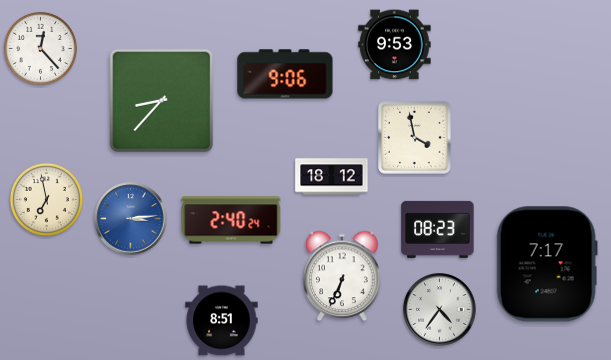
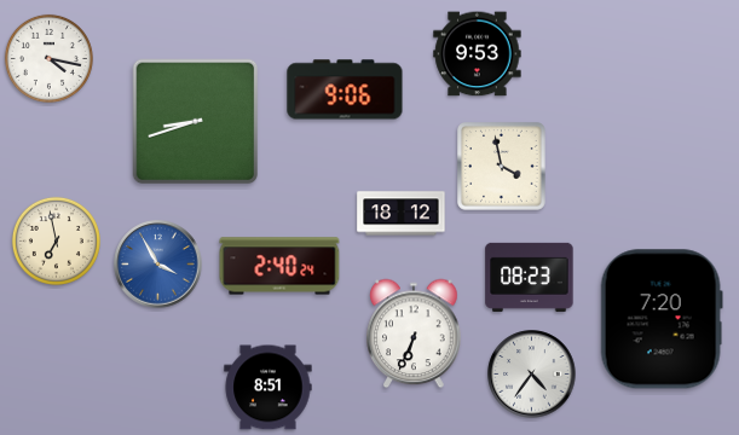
clock at (40, 48): 12:23 -> 4:17
clock at (162, 101): 8:37 -> 8:42
clock at (131, 219): 3:14 -> 3:55
clock at (547, 264): 7:17 -> 7:20
